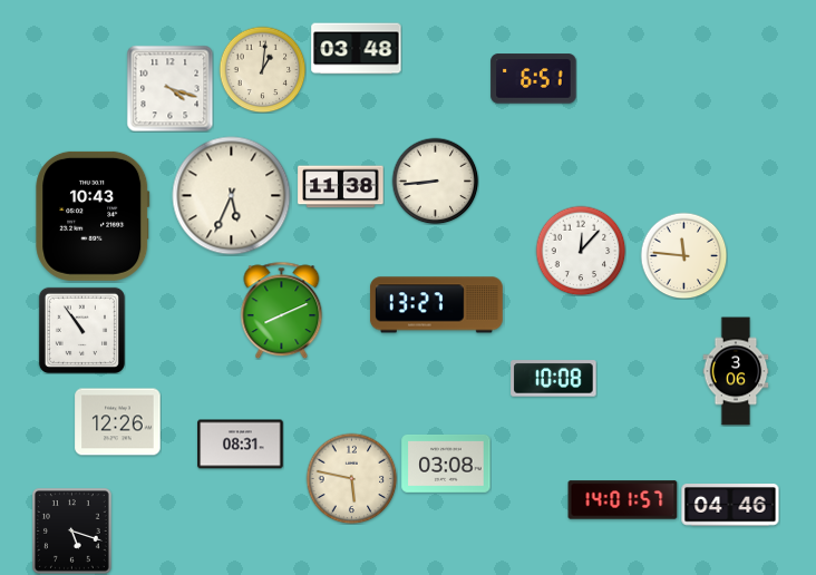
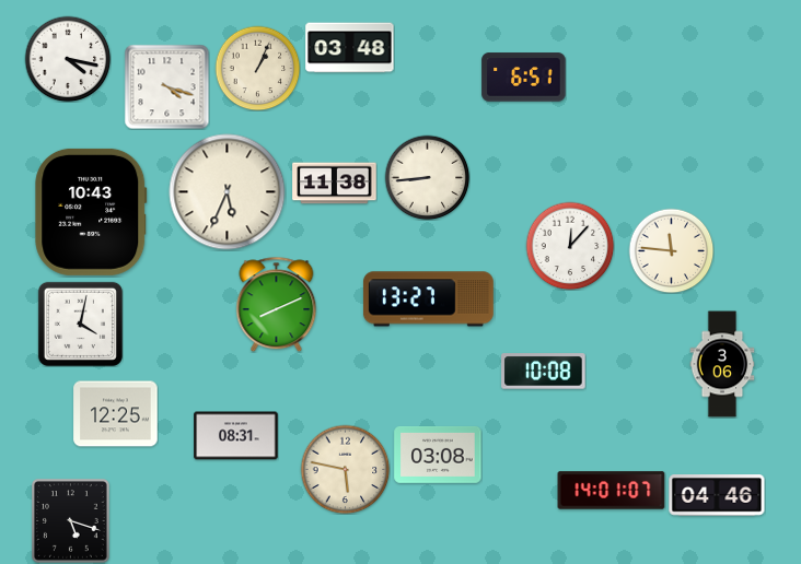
clock at (68, 59): none -> 4:17
clock at (262, 69): 1:01 -> 1:04
clock at (81, 330): 10:54 -> 4:02
clock at (118, 422): 12:26 -> 12:25
clock at (623, 500): 14:01:57 -> 14:01:07
